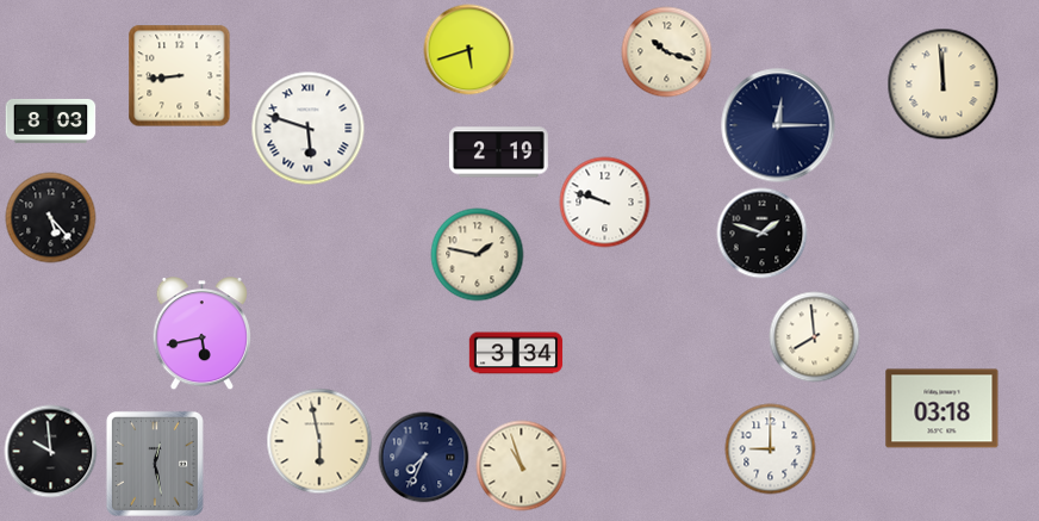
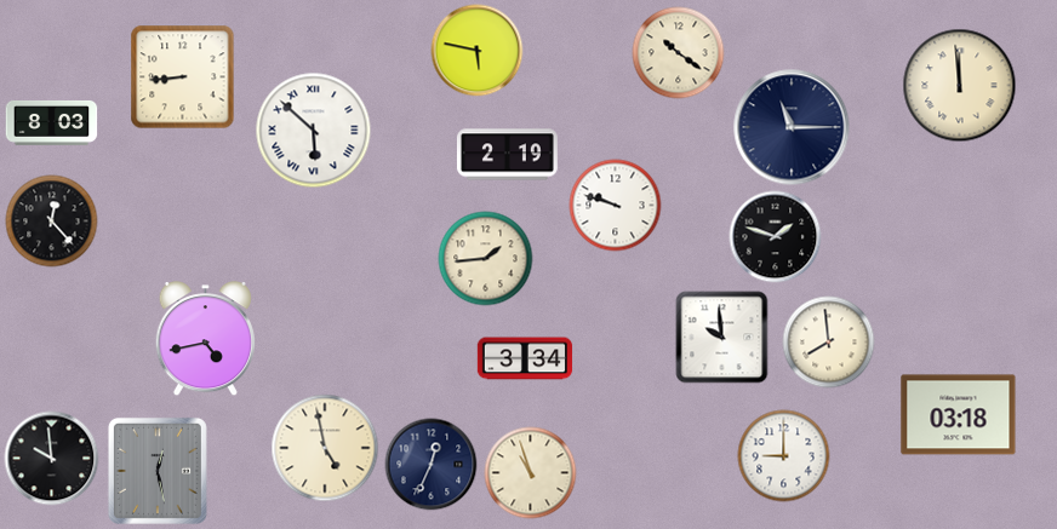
clock at (469, 50): 5:42 -> 5:47
clock at (667, 52): 10:18 -> 10:21
clock at (778, 125): 12:15 -> 11:15
clock at (309, 129): 5:48 -> 5:52
clock at (51, 218): 5:23 -> 12:23
clock at (478, 255): 1:47 -> 1:44
clock at (722, 338): none -> 9:59
clock at (201, 334): 5:43 -> 4:43
clock at (319, 441): 5:58 -> 4:58
clock at (424, 458): 7:34 -> 12:34
